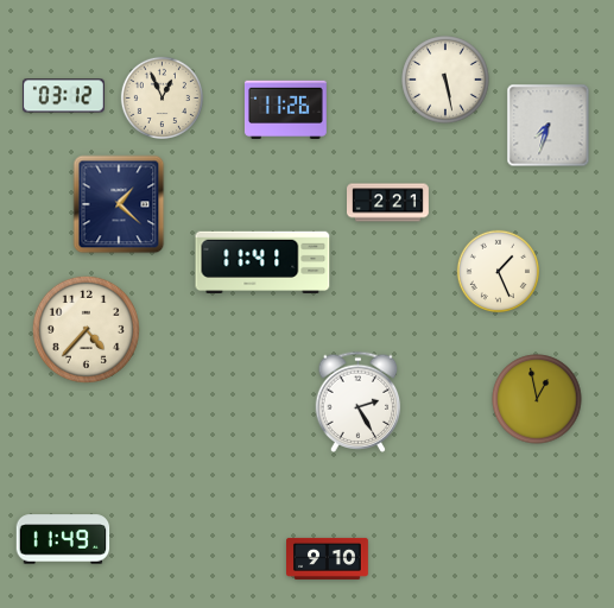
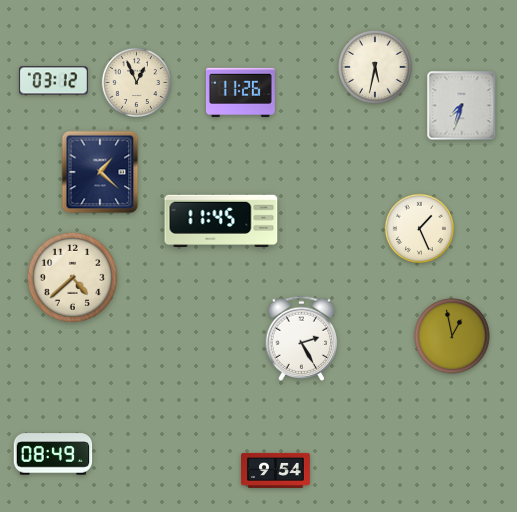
clock at (445, 80): 5:28 -> 5:32
clock at (388, 203): 2:21 -> none
clock at (262, 261): 11:41 -> 11:45
clock at (86, 329): 4:37 -> 4:38
clock at (63, 539): 11:49 -> 08:49
clock at (328, 558): 9:10 -> 9:54
